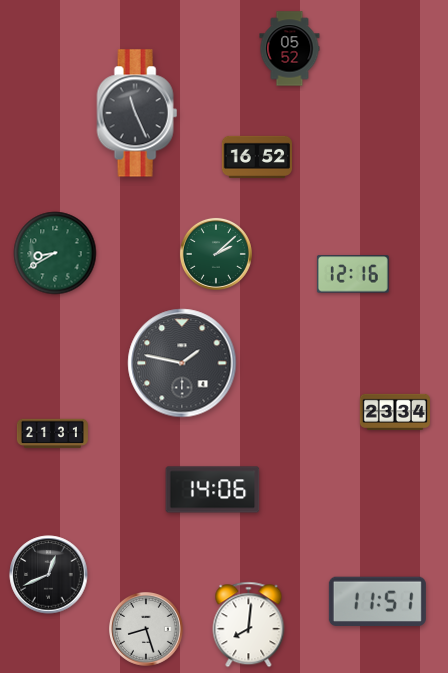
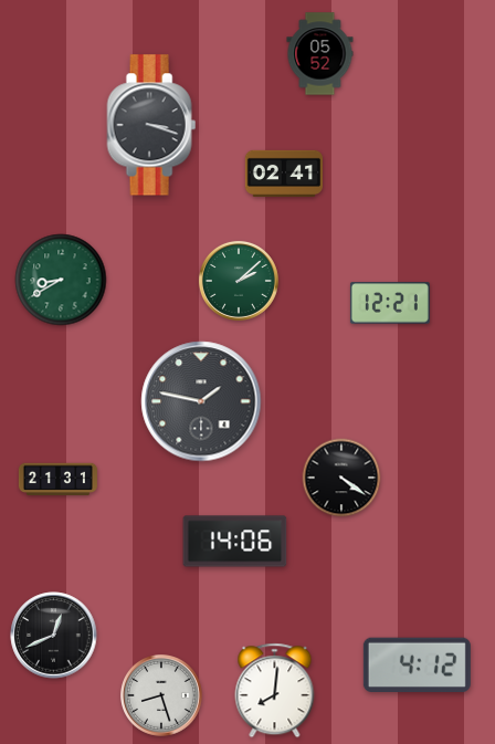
clock at (137, 113): 11:26 -> 3:18
clock at (256, 157): 16:52 -> 02:41
clock at (353, 274): 12:16 -> 12:21
clock at (394, 412): 23:34 -> none
clock at (341, 478): none -> 4:21
clock at (377, 601): 11:51 -> 4:12
